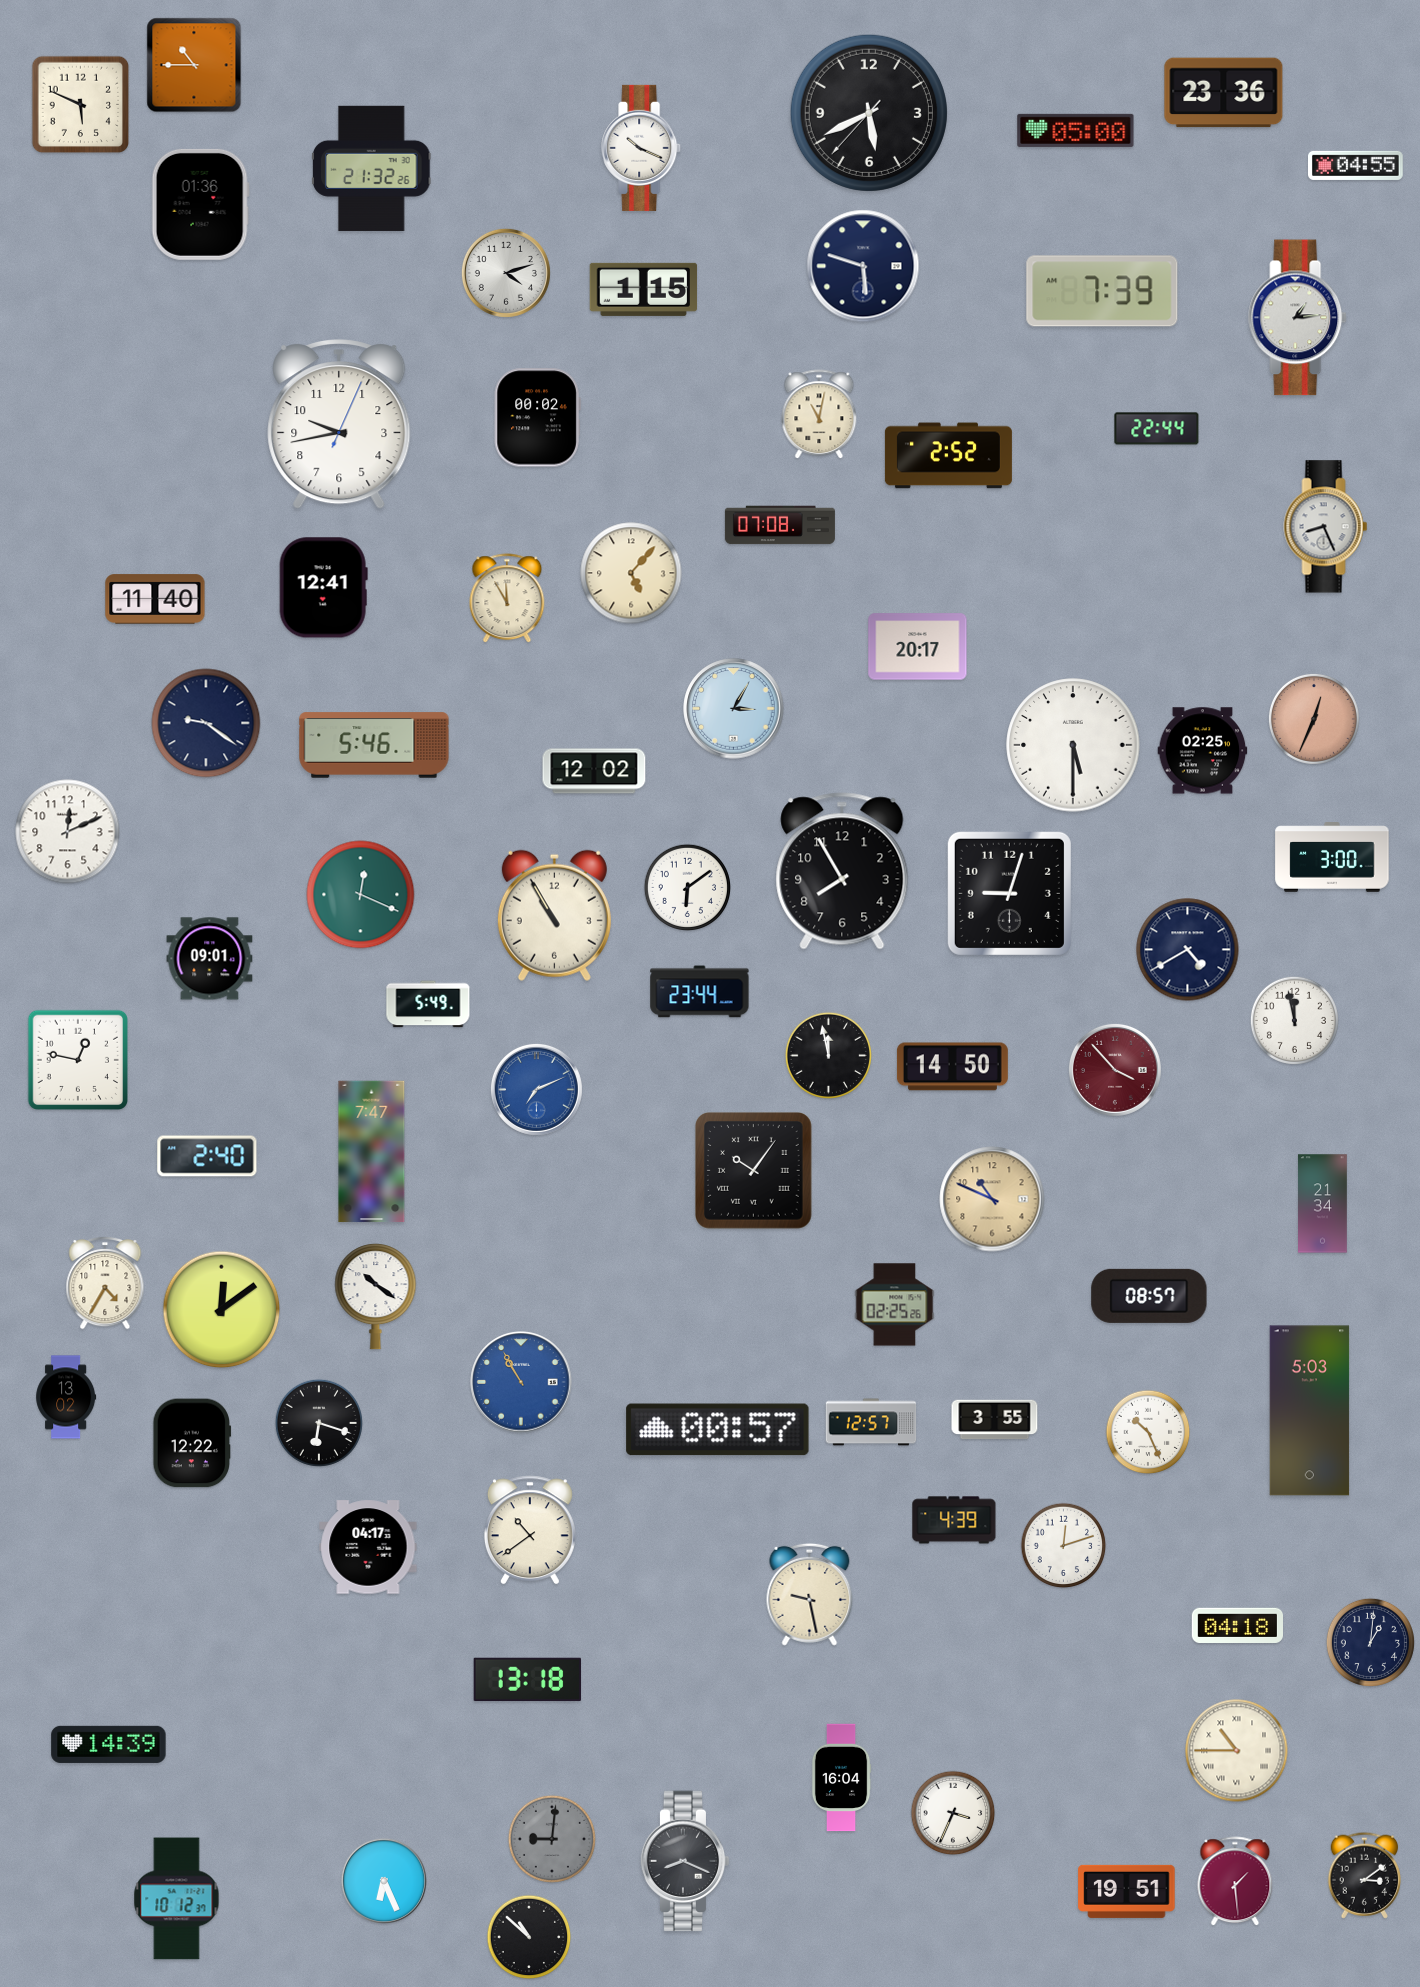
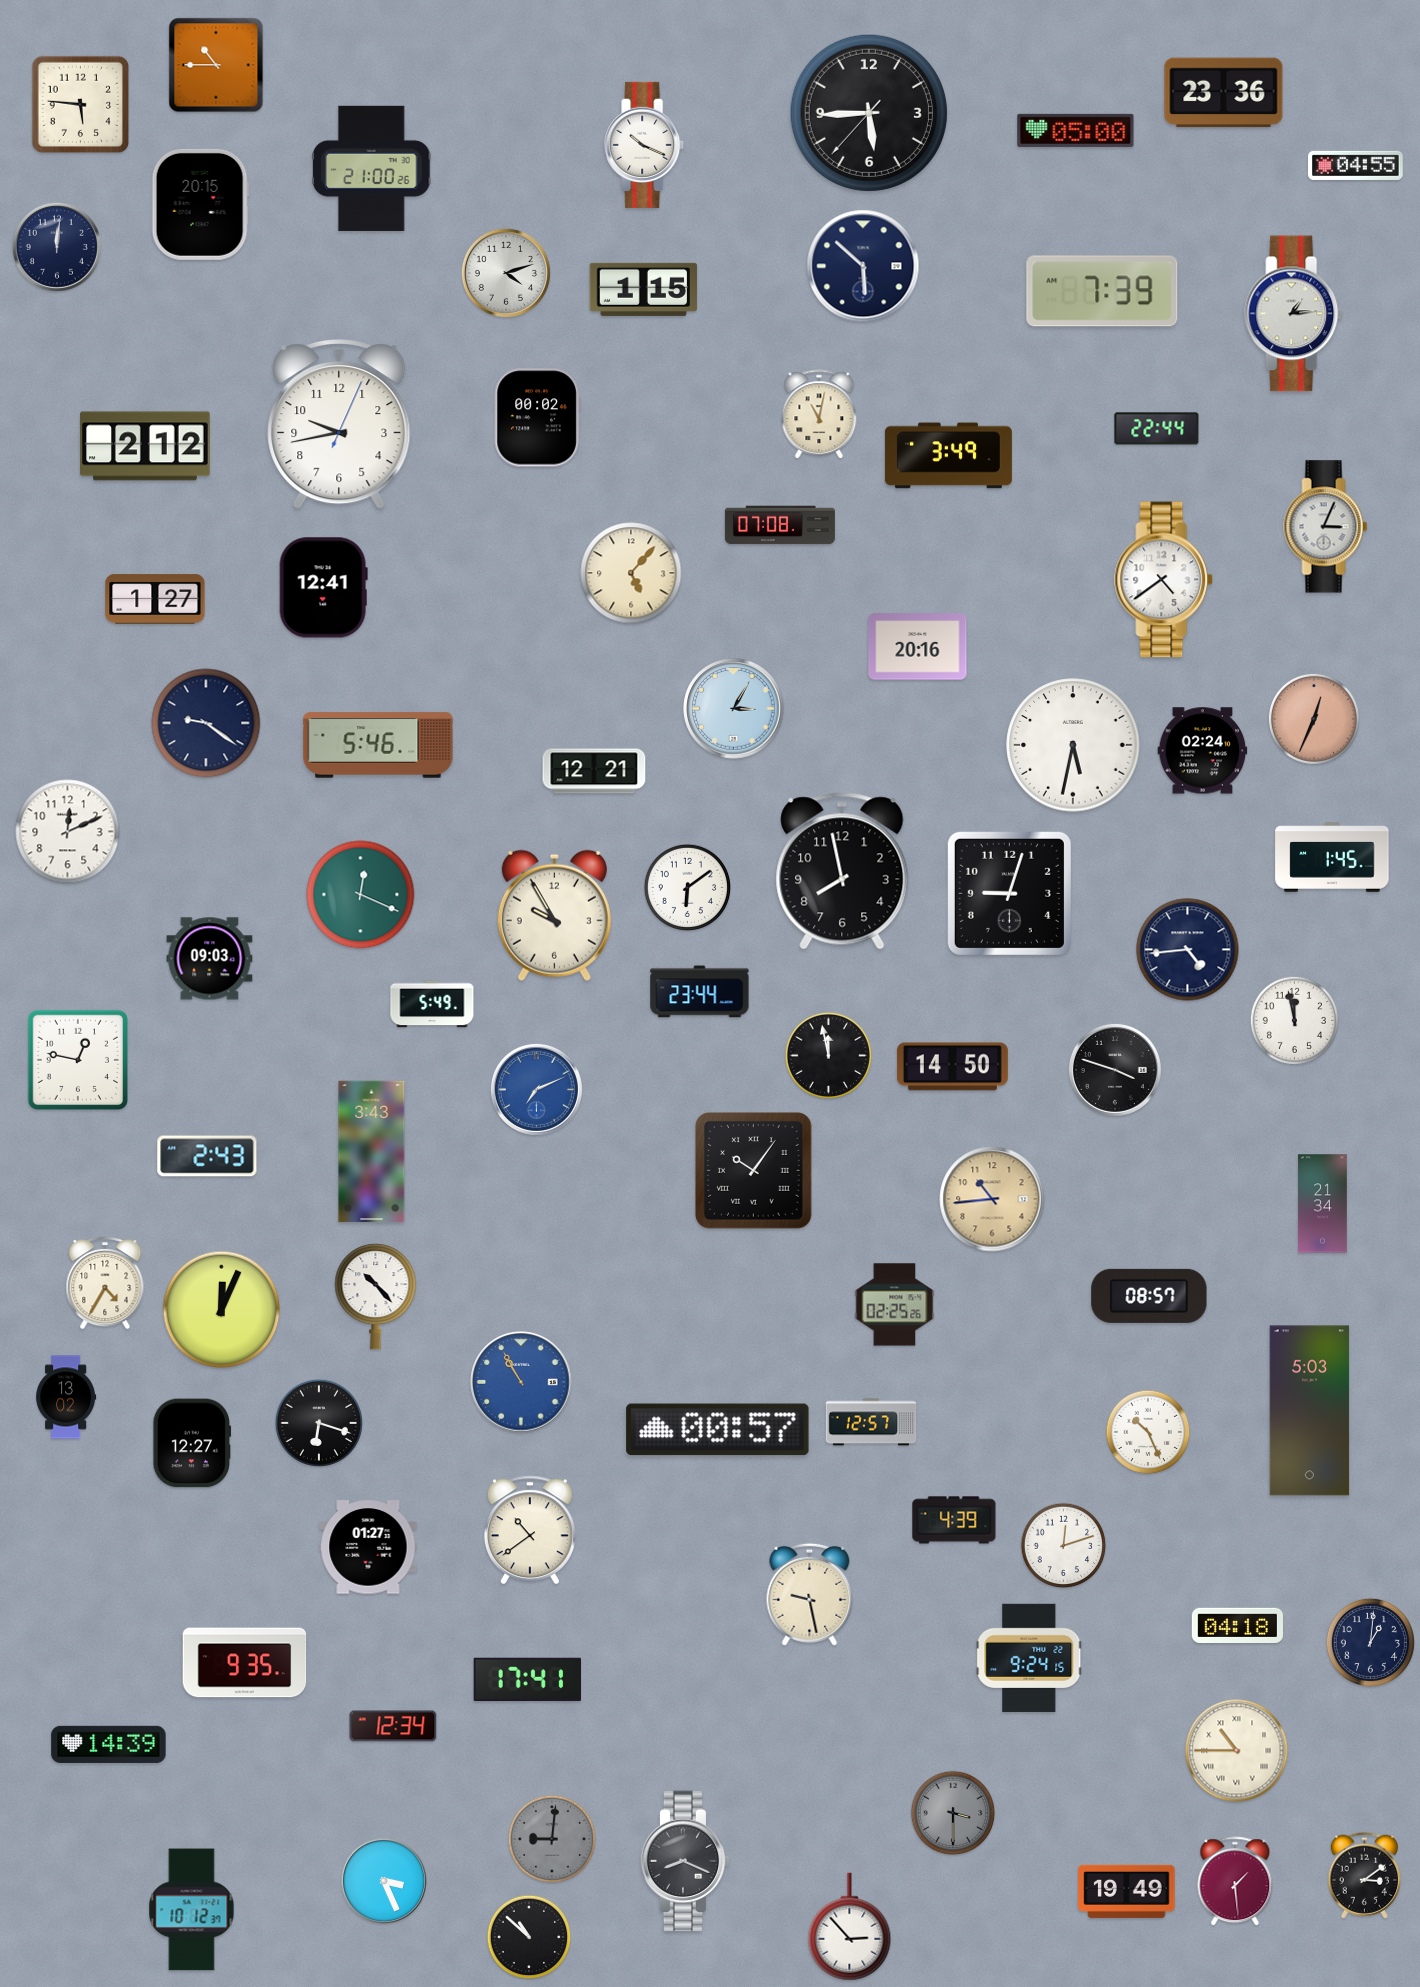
clock at (194, 65) position: (194, 65) -> (216, 65)
clock at (81, 105): 5:49 -> 5:46
clock at (869, 113): 5:40 -> 5:44
clock at (642, 148) position: (642, 148) -> (645, 145)
clock at (372, 168): 21:32 -> 21:00
clock at (200, 204): 01:36 -> 20:15
clock at (57, 247): none -> 12:01
clock at (863, 266): 5:48 -> 5:52
clock at (1298, 318) position: (1298, 318) -> (1294, 314)
clock at (145, 446): none -> 2:12
clock at (948, 456): 2:52 -> 3:49
clock at (1326, 527): 8:26 -> 3:04
clock at (1164, 580): none -> 4:39
clock at (155, 599): 11:40 -> 1:27
clock at (507, 599): 11:55 -> none
clock at (918, 647): 20:17 -> 20:16
clock at (374, 745) position: (374, 745) -> (378, 745)
clock at (1073, 745): 5:30 -> 5:32
clock at (1203, 751): 02:25 -> 02:24
clock at (594, 771): 12:02 -> 12:21
clock at (1332, 857): 3:00 -> 1:45
clock at (842, 871): 7:55 -> 7:58
clock at (554, 915): 10:55 -> 9:55
clock at (1188, 950): 4:40 -> 4:44
clock at (210, 959): 09:01 -> 09:03
clock at (428, 1004) position: (428, 1004) -> (432, 1004)
clock at (1115, 1070): 3:53 -> 3:48
clock at (1115, 1070) dial: burgundy -> black
clock at (372, 1152): 7:47 -> 3:43
clock at (207, 1156): 2:40 -> 2:43
clock at (992, 1199): 10:49 -> 10:44
clock at (376, 1297): 10:21 -> 10:23
clock at (222, 1310): 12:09 -> 12:04
clock at (995, 1420): 3:55 -> none
clock at (192, 1443): 12:22 -> 12:27
clock at (368, 1547): 04:17 -> 01:27
clock at (1029, 1658): none -> 9:24
clock at (245, 1663): none -> 9:35
clock at (527, 1679): 13:18 -> 17:41
clock at (393, 1726): none -> 12:34
clock at (841, 1778): 16:04 -> none
clock at (953, 1813): 3:34 -> 3:30
clock at (953, 1813) dial: white -> grey
clock at (384, 1881): 6:26 -> 3:26
clock at (1127, 1891): 19:51 -> 19:49
clock at (177, 1899) position: (177, 1899) -> (192, 1910)
clock at (850, 1927): none -> 2:53
